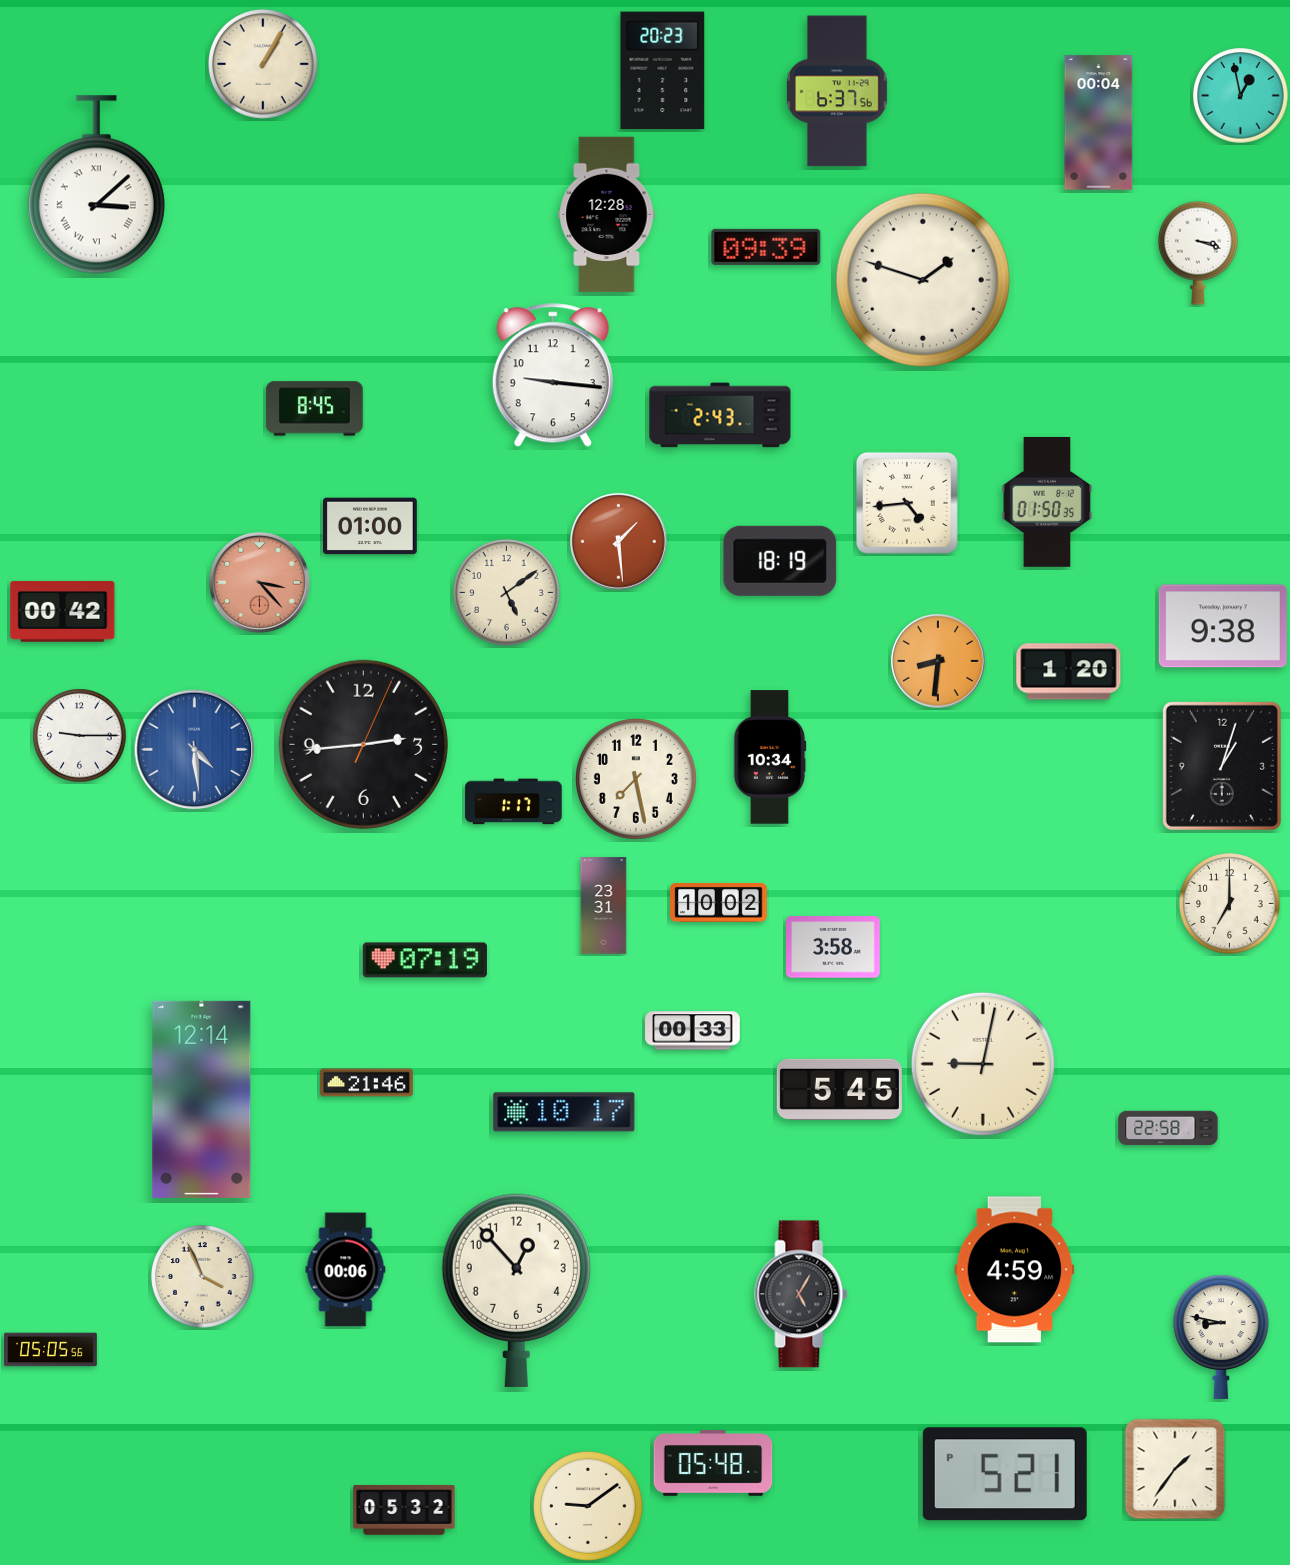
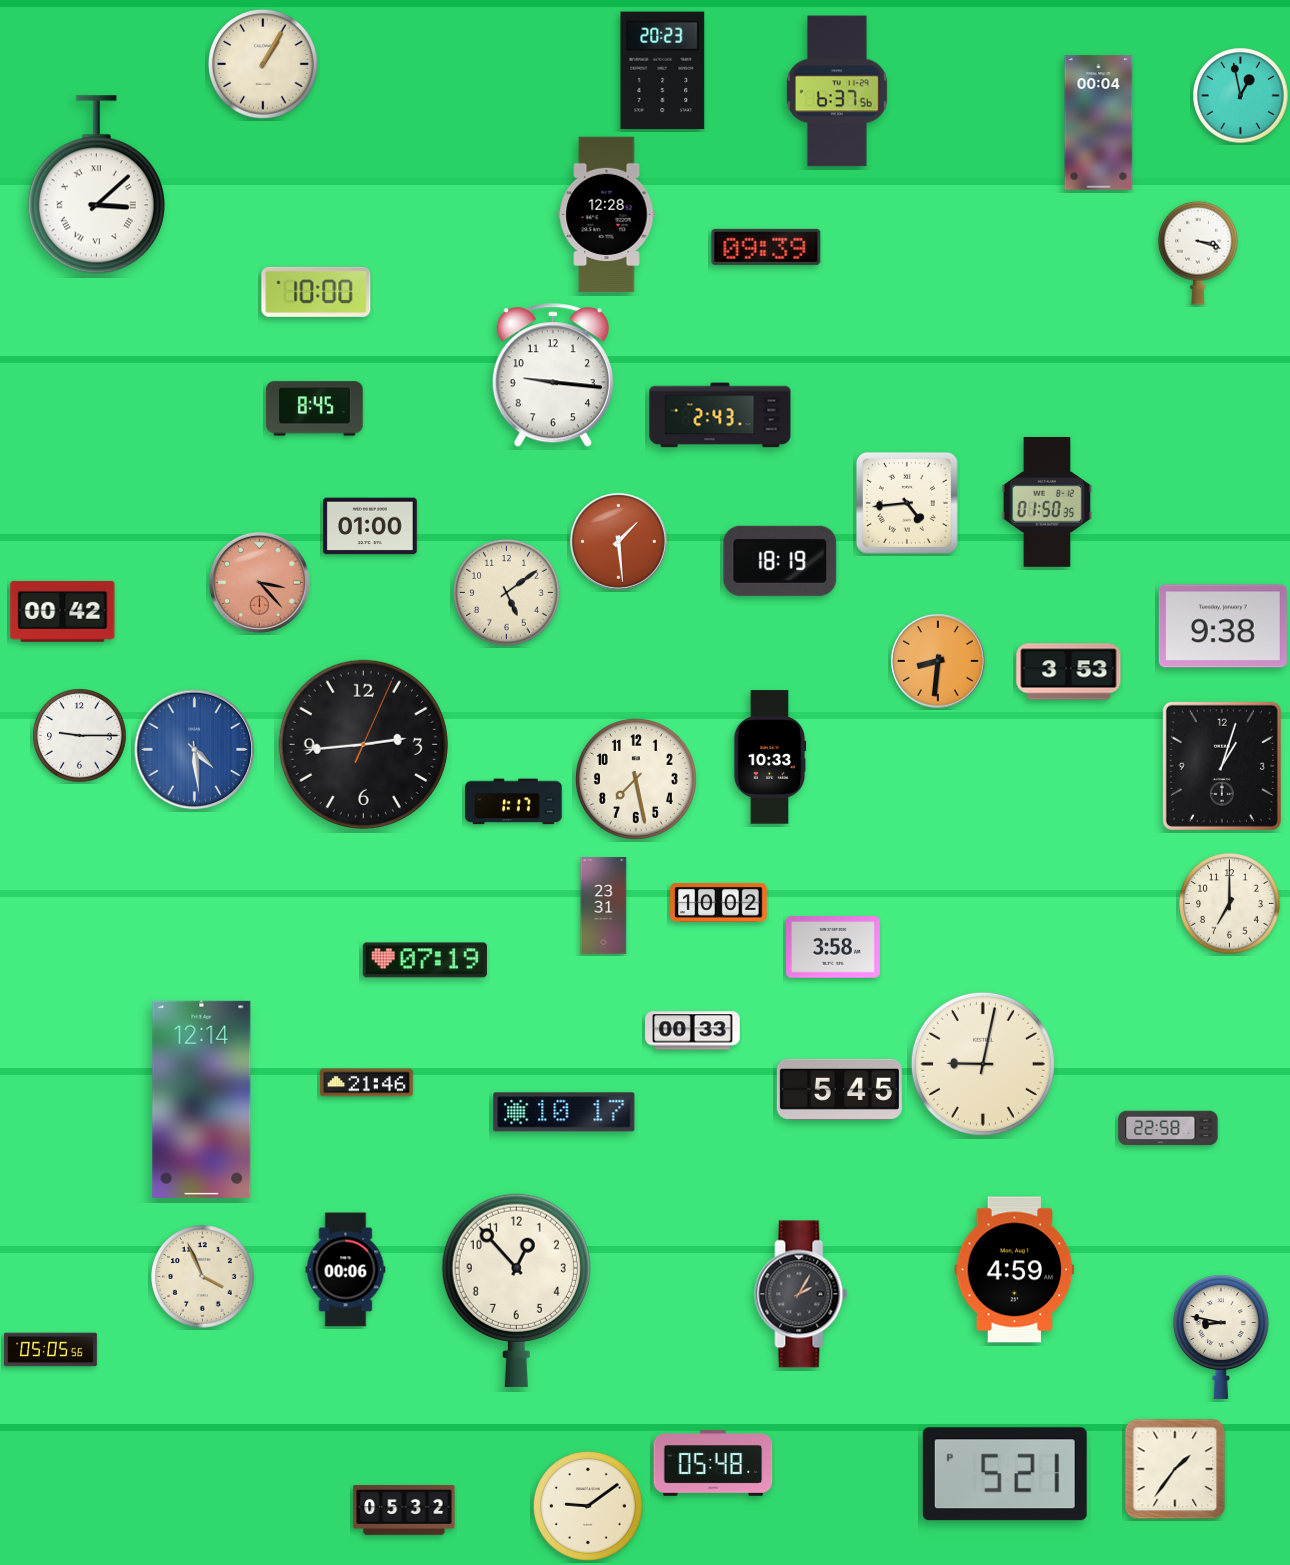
clock at (923, 280): 1:48 -> none
clock at (316, 292): none -> 10:00
clock at (1069, 672): 1:20 -> 3:53
clock at (770, 757): 10:34 -> 10:33
clock at (801, 1294): 5:05 -> 2:05
